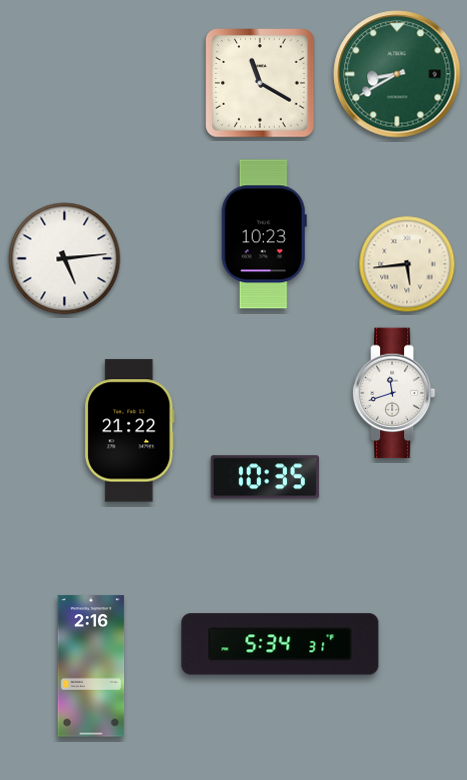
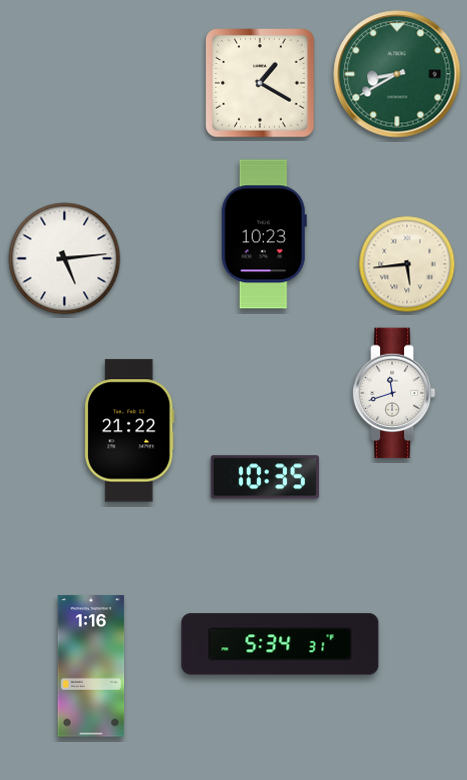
clock at (260, 83): 11:20 -> 1:20
clock at (91, 666): 2:16 -> 1:16
